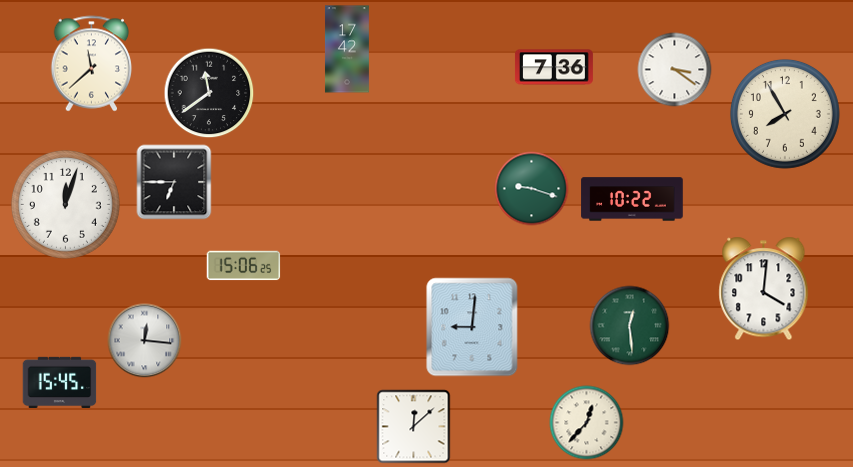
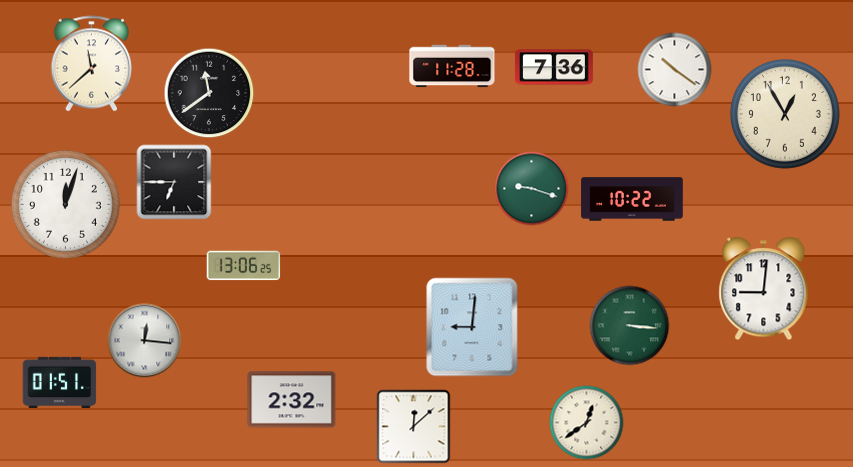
clock at (347, 49): 17:42 -> none
clock at (452, 66): none -> 11:28
clock at (675, 70): 3:21 -> 10:21
clock at (785, 114): 7:55 -> 12:55
clock at (244, 266): 15:06 -> 13:06
clock at (764, 289): 4:01 -> 9:01
clock at (630, 326): 12:29 -> 3:16
clock at (60, 382): 15:45 -> 01:51
clock at (292, 400): none -> 2:32
clock at (587, 423): 12:37 -> 12:39
